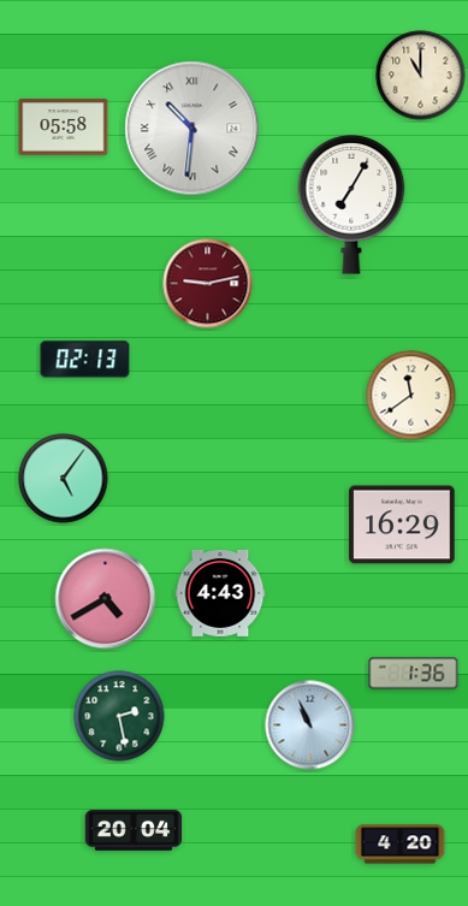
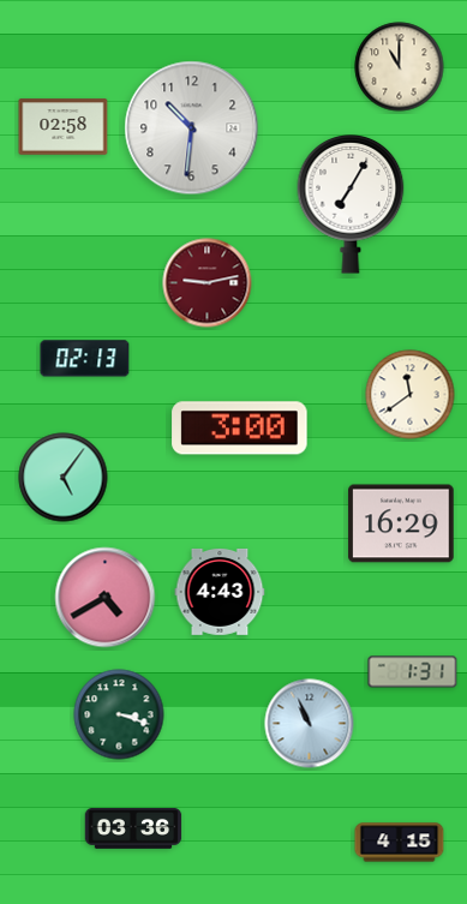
clock at (421, 76) position: (421, 76) -> (400, 67)
clock at (64, 128): 05:58 -> 02:58
clock at (192, 129) numerals: Roman -> Arabic
clock at (240, 429): none -> 3:00
clock at (414, 674): 1:36 -> 1:31
clock at (119, 716): 2:28 -> 3:18
clock at (134, 830): 20:04 -> 03:36
clock at (401, 845): 4:20 -> 4:15
